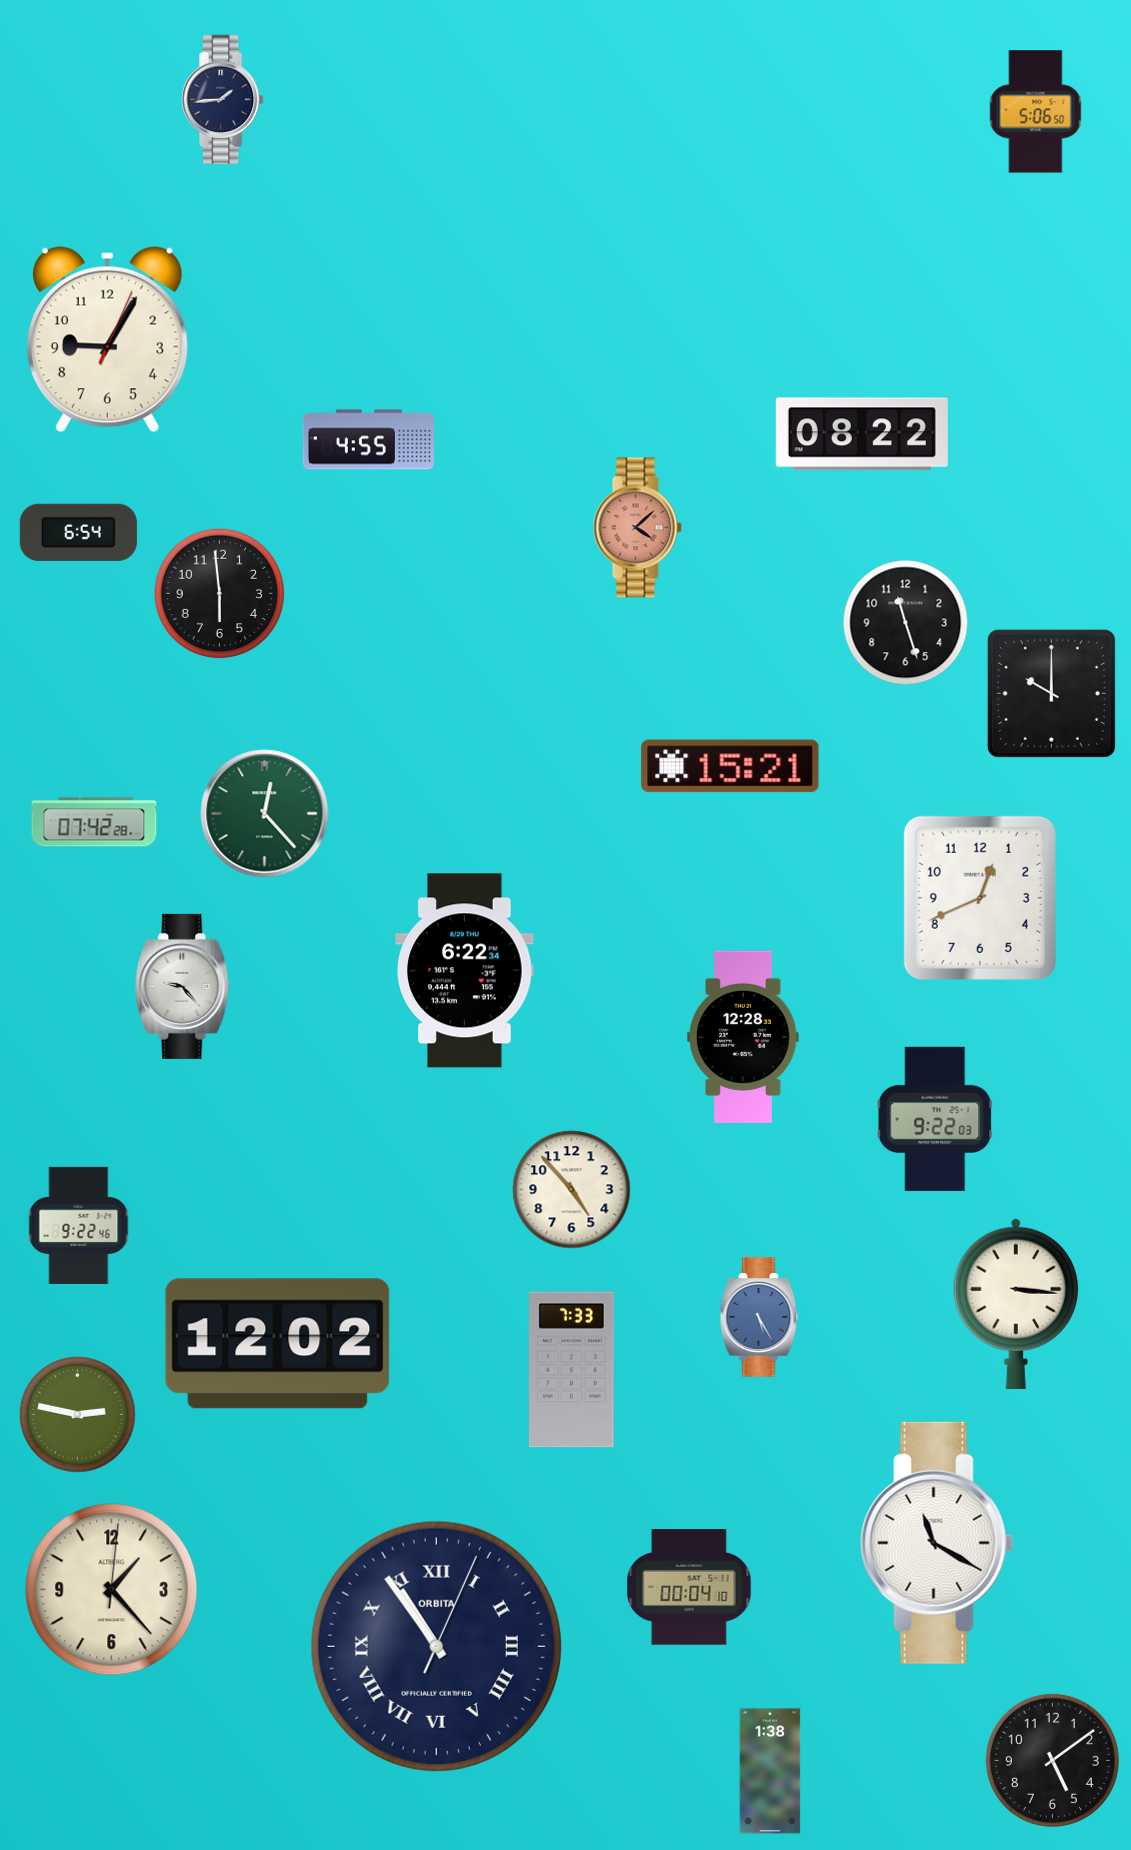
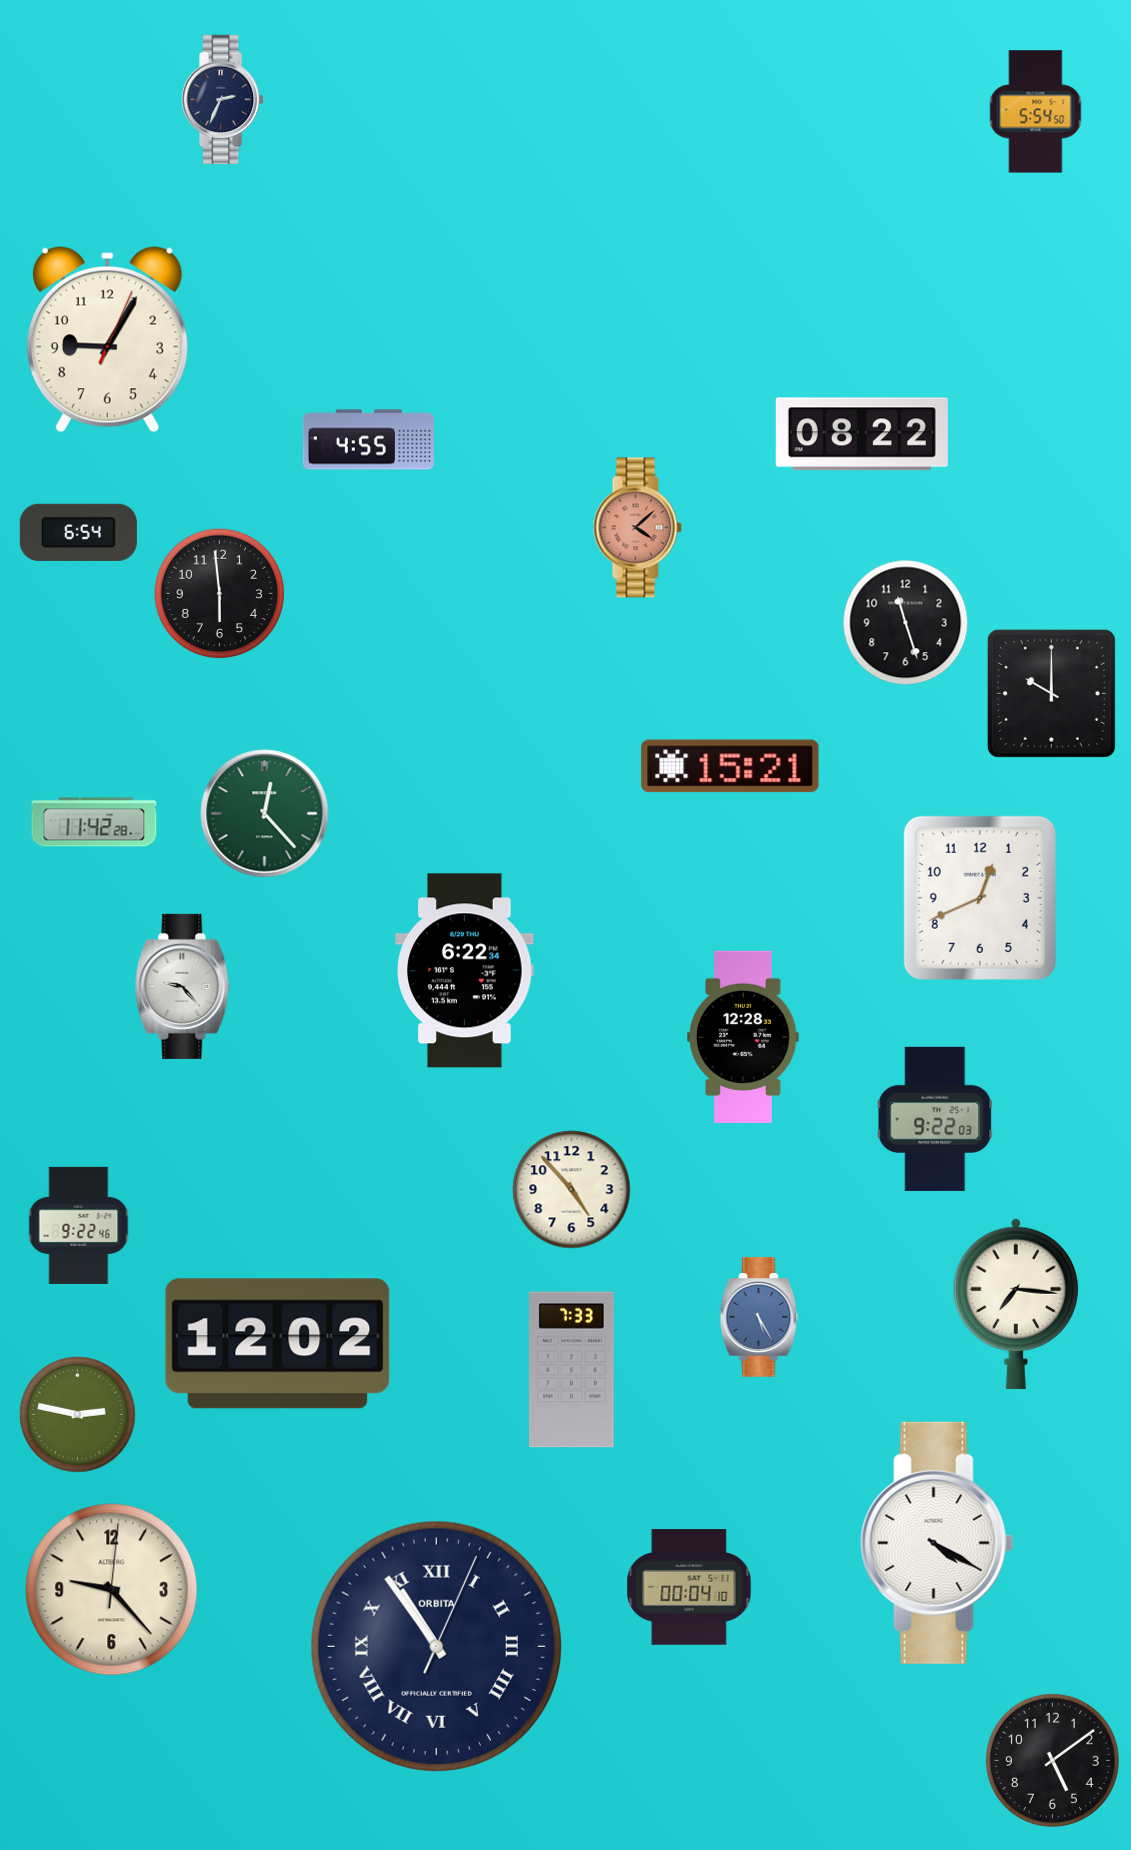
clock at (223, 100): 1:44 -> 2:34
clock at (1036, 112): 5:06 -> 5:54
clock at (94, 822): 07:42 -> 11:42
clock at (1016, 1304): 3:16 -> 7:16
clock at (937, 1543): 11:20 -> 4:20
clock at (112, 1590): 1:23 -> 9:23
clock at (770, 1771): 1:38 -> none
